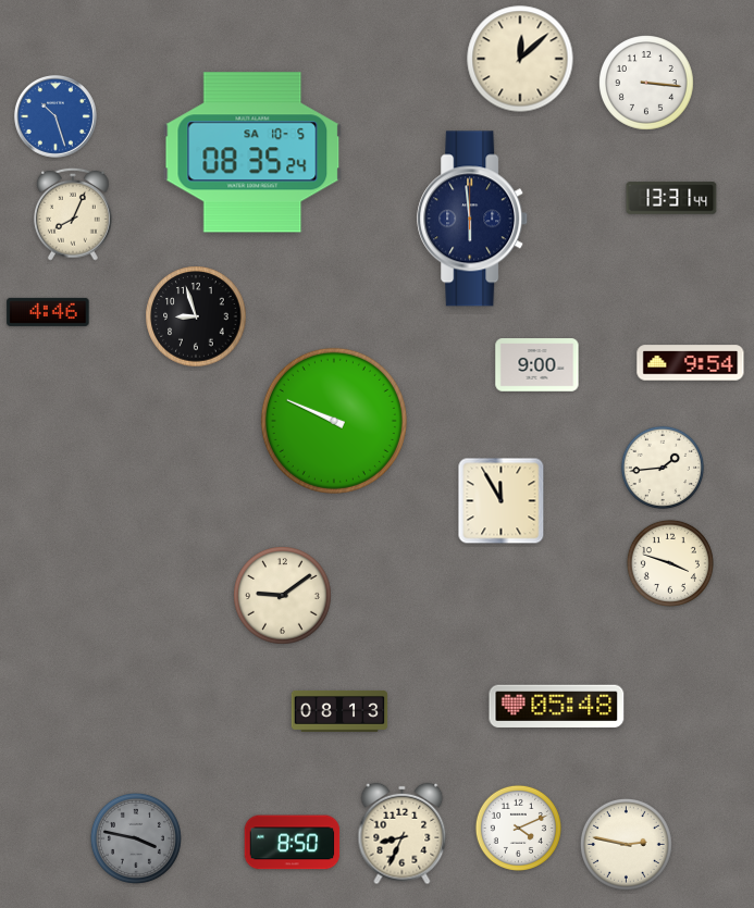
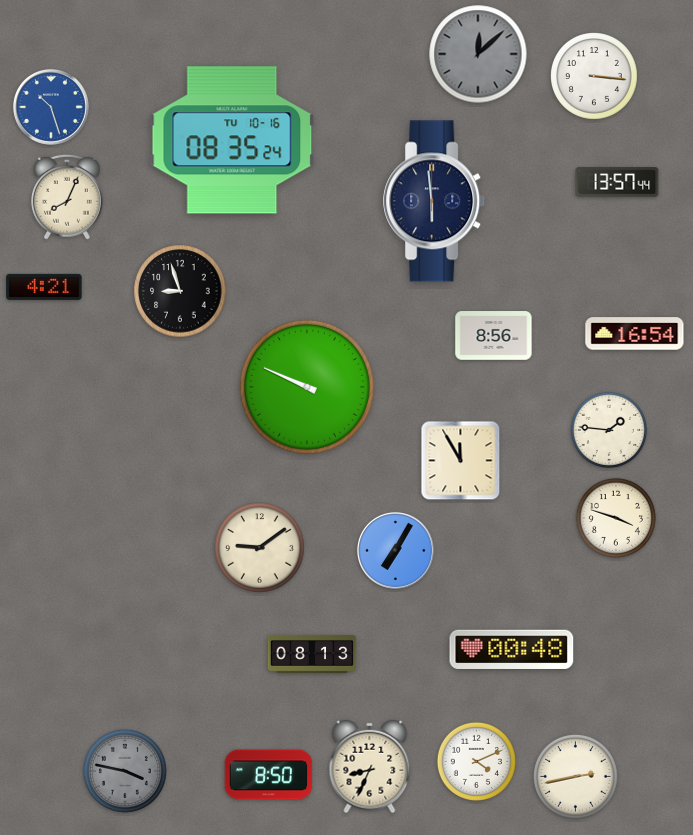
clock at (520, 59) dial: cream -> grey
clock at (252, 152) date: SA 10-5 -> TU 10-16
clock at (671, 198): 13:31 -> 13:57
clock at (48, 312): 4:46 -> 4:21
clock at (691, 363): 9:54 -> 16:54
clock at (537, 365): 9:00 -> 8:56
clock at (663, 468): 1:44 -> 1:46
clock at (395, 550): none -> 7:05
clock at (557, 706): 05:48 -> 00:48
clock at (626, 844): 2:47 -> 2:43
